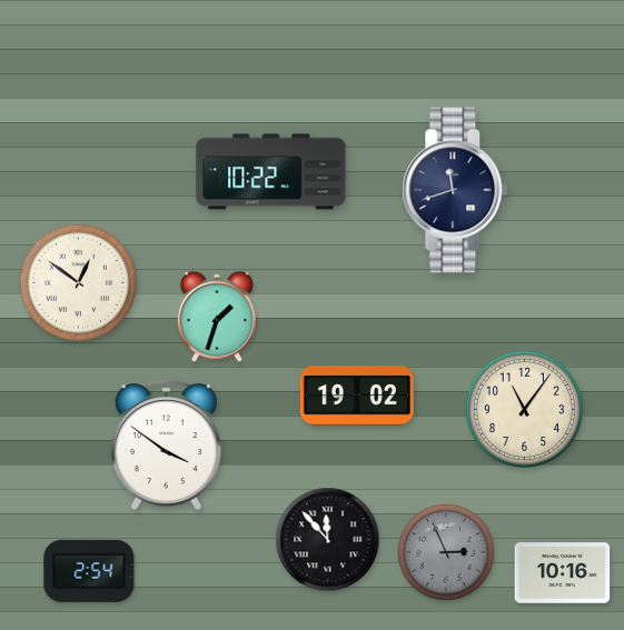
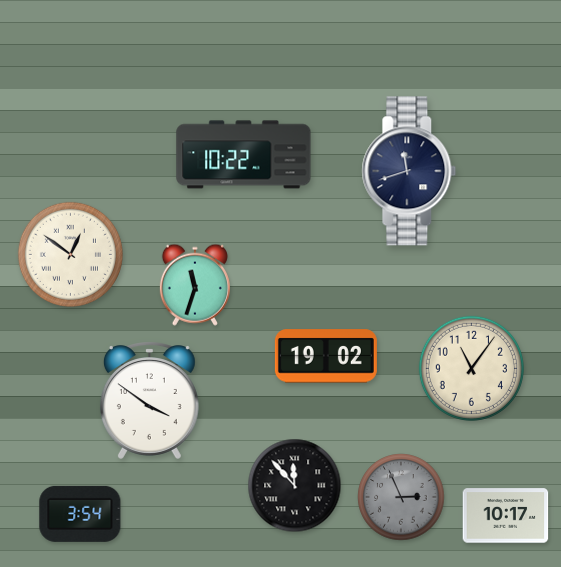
clock at (217, 317): 1:33 -> 11:33
clock at (357, 396) position: (357, 396) -> (326, 356)
clock at (89, 571): 2:54 -> 3:54
clock at (563, 573): 10:16 -> 10:17
